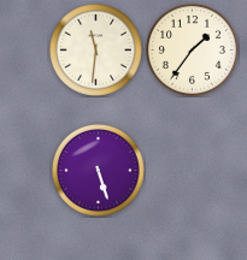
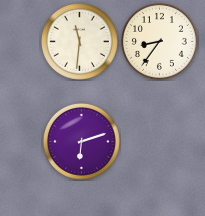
clock at (192, 49): 1:36 -> 8:36
clock at (98, 170): 5:27 -> 6:12
